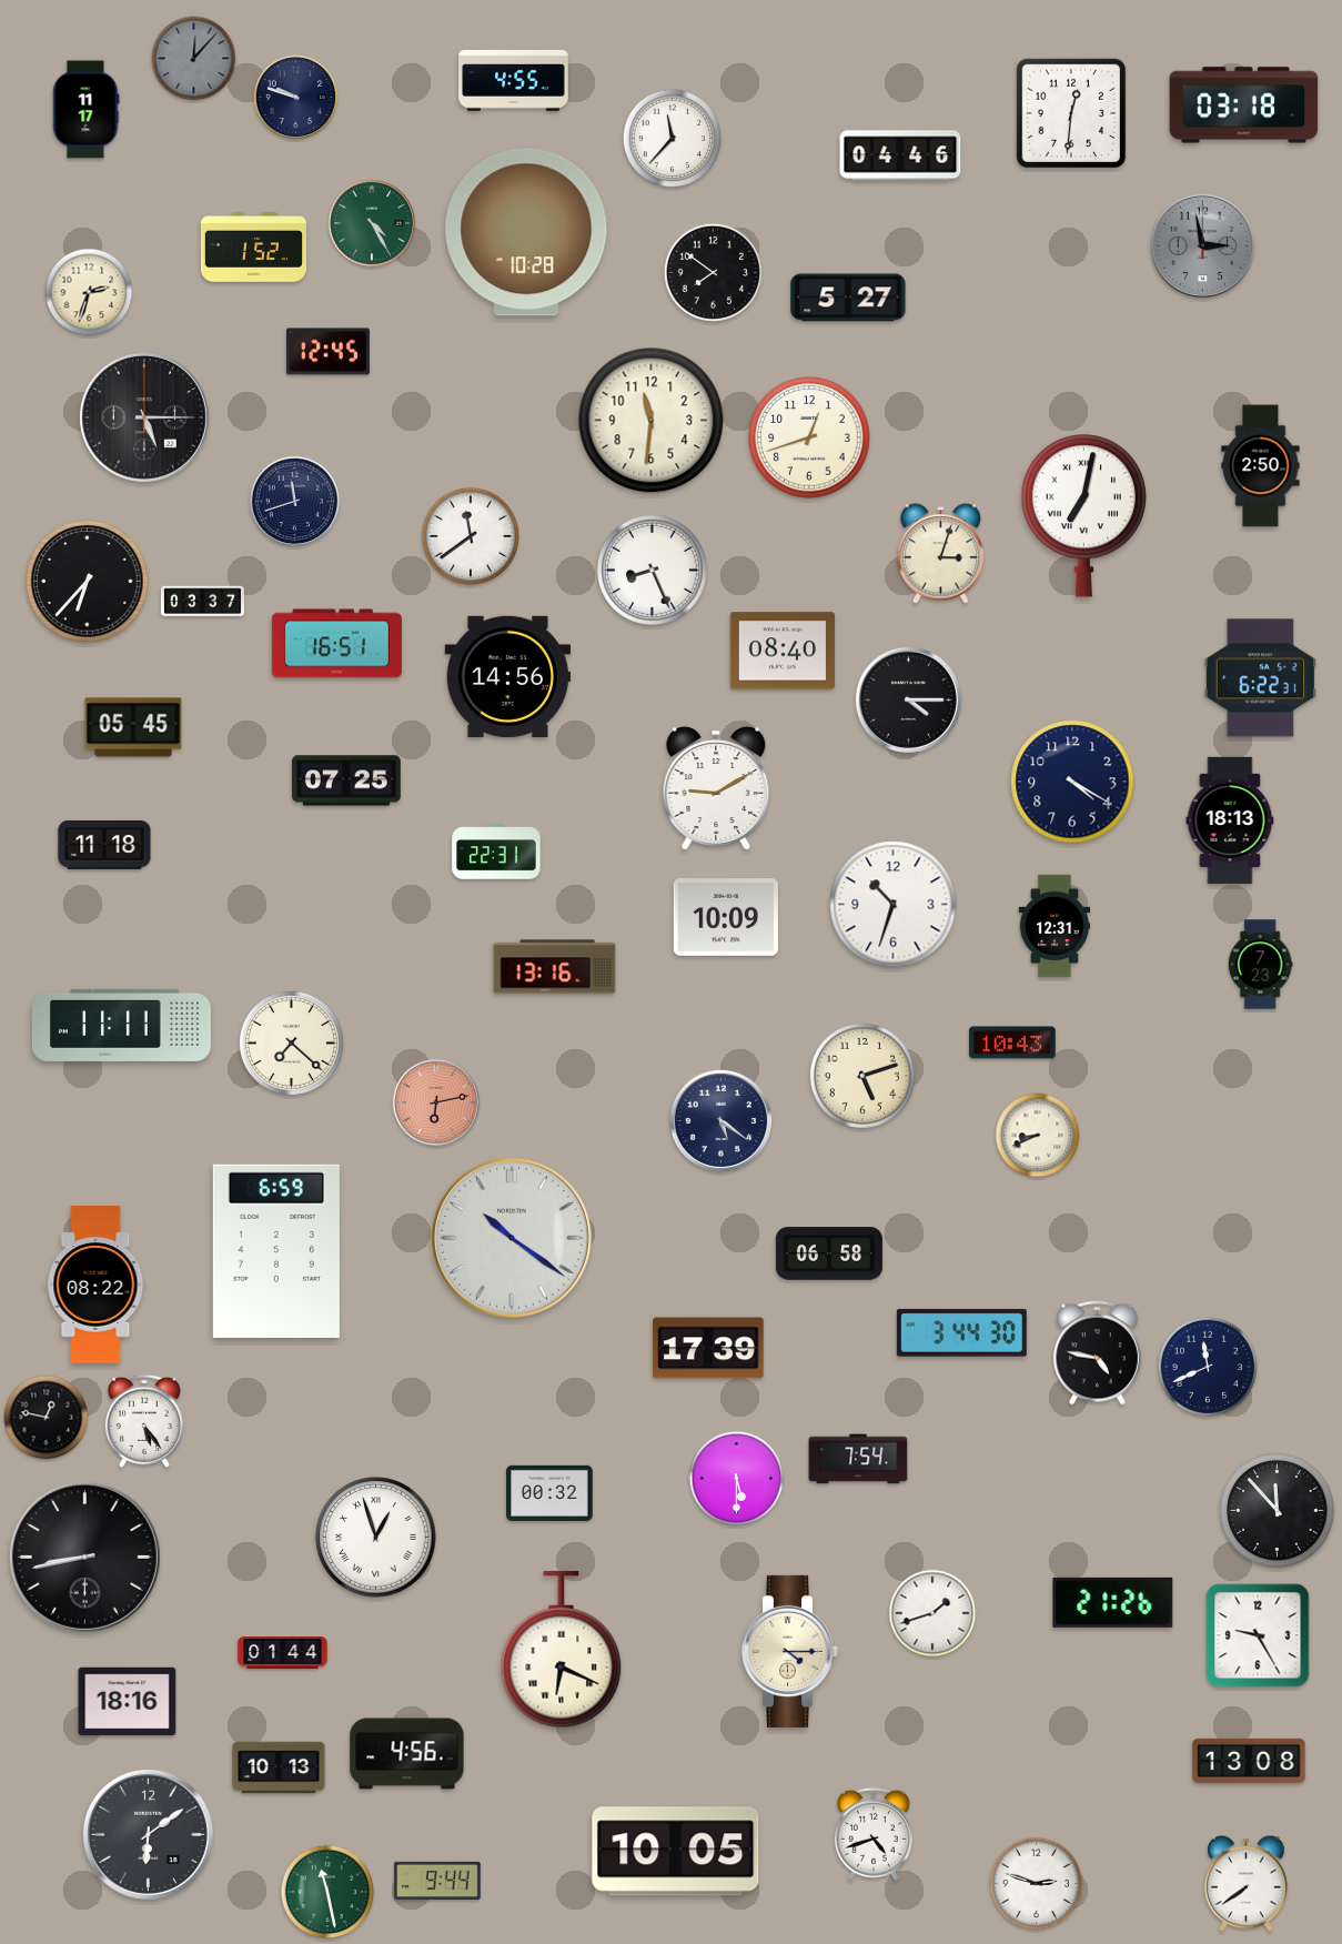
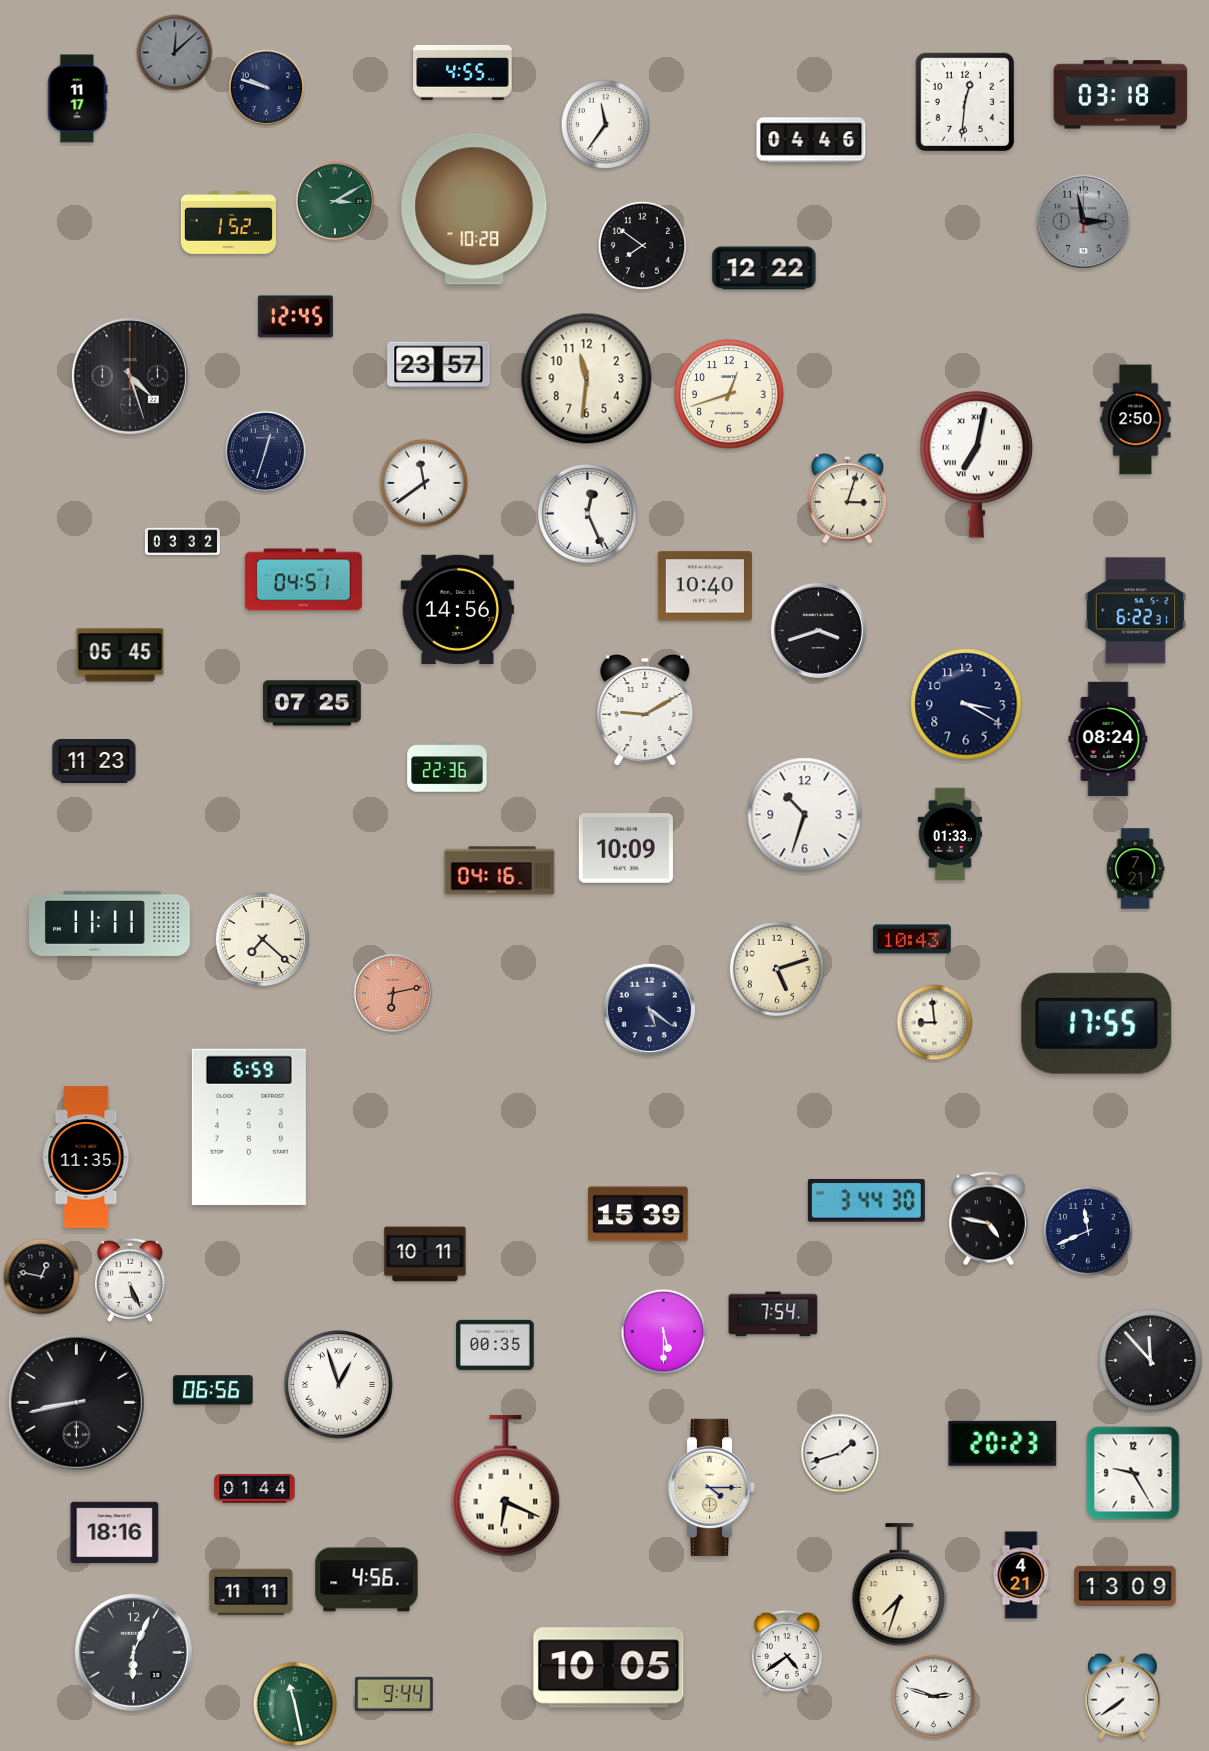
clock at (194, 59): 12:07 -> 12:08
clock at (672, 138): 11:37 -> 11:36
clock at (372, 223): 4:25 -> 3:10
clock at (89, 292): 2:33 -> none
clock at (848, 298): 5:27 -> 12:22
clock at (439, 365): none -> 23:57
clock at (144, 417): 5:15 -> 4:27
clock at (295, 502): 11:42 -> 12:33
clock at (652, 570): 8:26 -> 12:26
clock at (88, 582): 6:37 -> none
clock at (202, 602): 03:37 -> 03:32
clock at (336, 644): 16:51 -> 04:51
clock at (783, 651): 08:40 -> 10:40
clock at (908, 699): 4:15 -> 3:42
clock at (1072, 782): 4:20 -> 3:20
clock at (1230, 820): 18:13 -> 08:24
clock at (104, 845): 11:18 -> 11:23
clock at (496, 852): 22:31 -> 22:36
clock at (726, 917) position: (726, 917) -> (626, 848)
clock at (1055, 926): 12:31 -> 01:33
clock at (1260, 965): 7:23 -> 7:21
clock at (555, 967): 13:16 -> 04:16
clock at (1038, 1136): 8:41 -> 8:59
clock at (1097, 1023): none -> 17:55
clock at (513, 1239): 10:21 -> none
clock at (829, 1253): 06:58 -> none
clock at (95, 1285): 08:22 -> 11:35
clock at (708, 1348): 17:39 -> 15:39
clock at (425, 1254): none -> 10:11
clock at (144, 1421): 5:24 -> 5:26
clock at (549, 1493): 00:32 -> 00:35
clock at (213, 1390): none -> 06:56
clock at (1113, 1602): 21:26 -> 20:23
clock at (1021, 1575): none -> 4:21
clock at (900, 1585): none -> 7:33
clock at (1249, 1761): 13:08 -> 13:09
clock at (279, 1767): 10:13 -> 11:11
clock at (148, 1834): 6:09 -> 6:04
clock at (874, 1834): 4:42 -> 4:39
